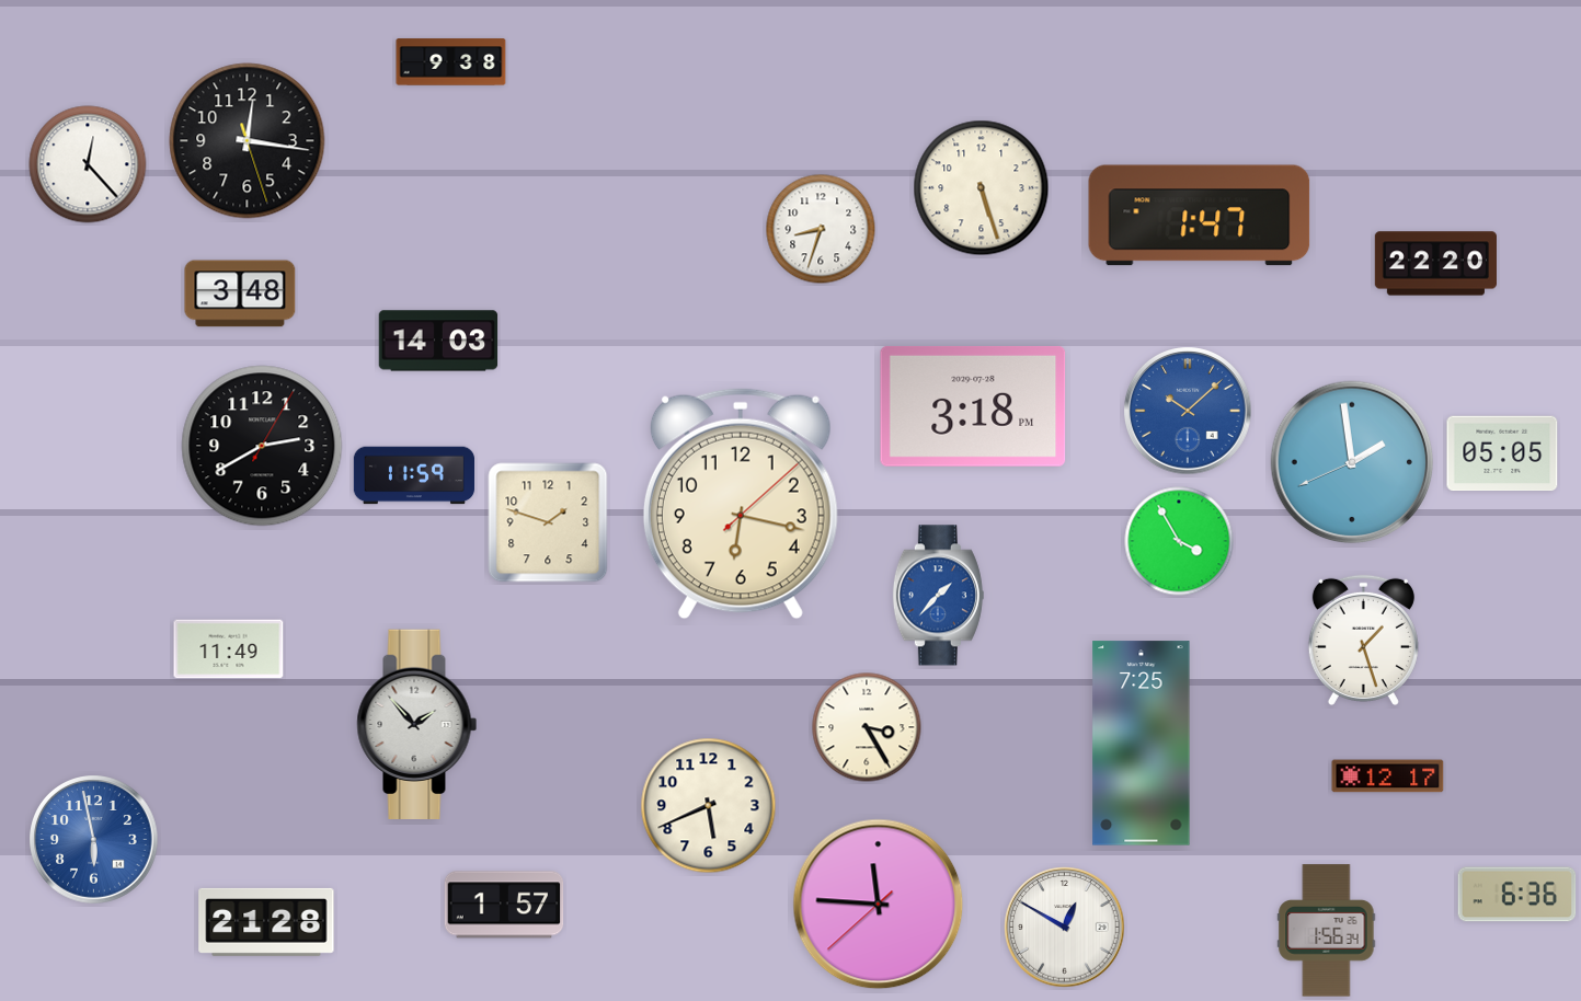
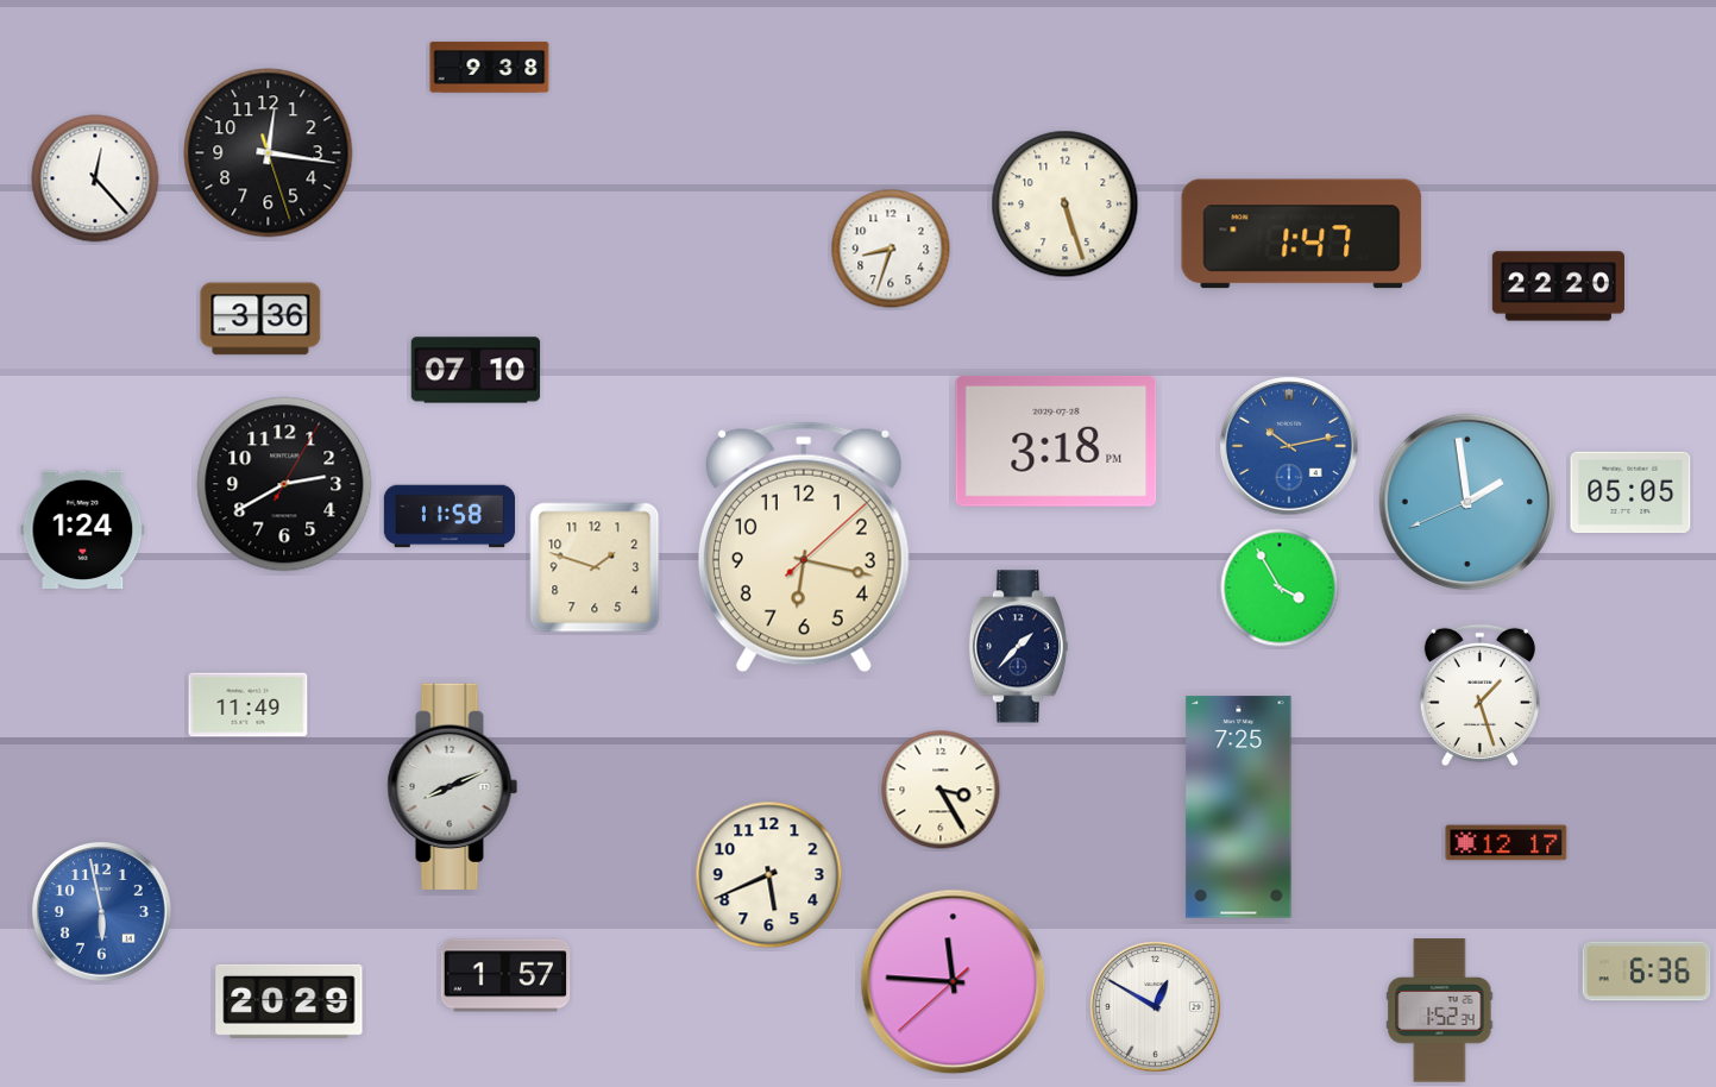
clock at (240, 294): 3:48 -> 3:36
clock at (438, 341): 14:03 -> 07:10
clock at (1188, 411): 10:08 -> 10:13
clock at (414, 475): 11:59 -> 11:58
clock at (83, 529): none -> 1:24
clock at (938, 596) dial: blue -> navy
clock at (417, 724): 1:53 -> 8:11
clock at (504, 905) position: (504, 905) -> (505, 975)
clock at (266, 922): 21:28 -> 20:29
clock at (1327, 931): 1:56 -> 1:52
